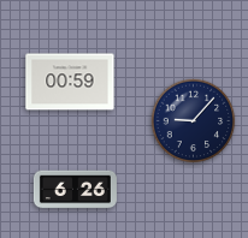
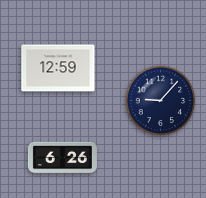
clock at (70, 82): 00:59 -> 12:59
